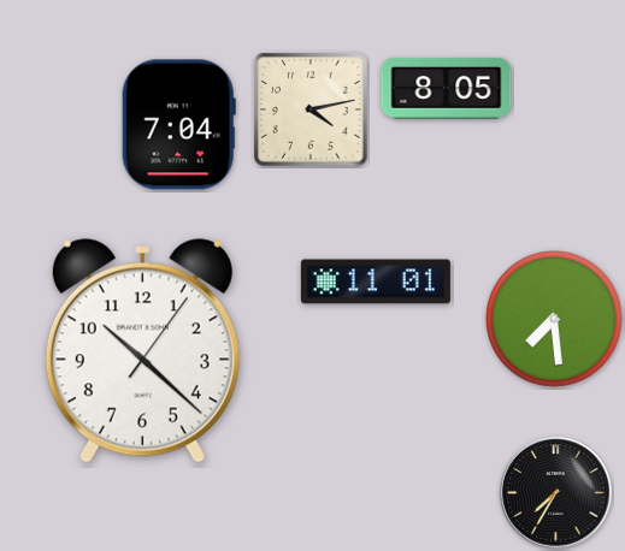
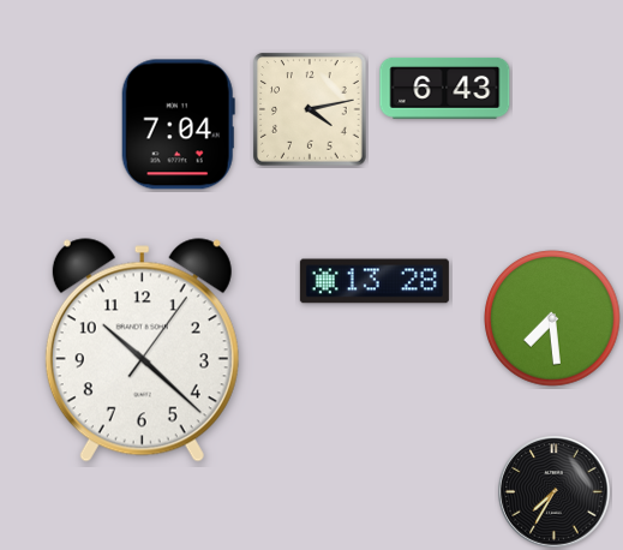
clock at (447, 88): 8:05 -> 6:43
clock at (376, 282): 11:01 -> 13:28
